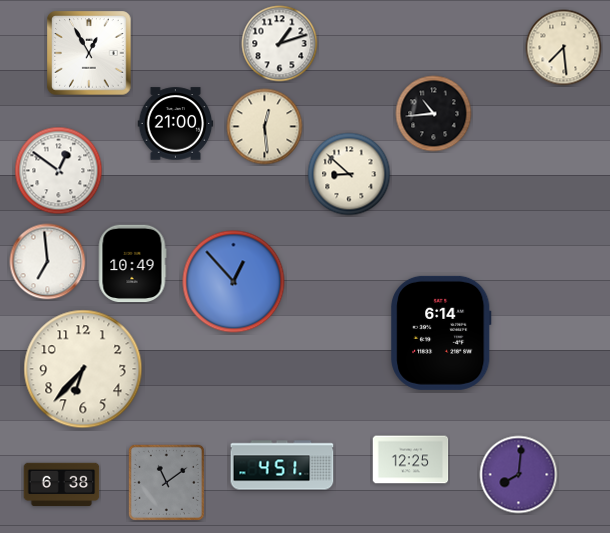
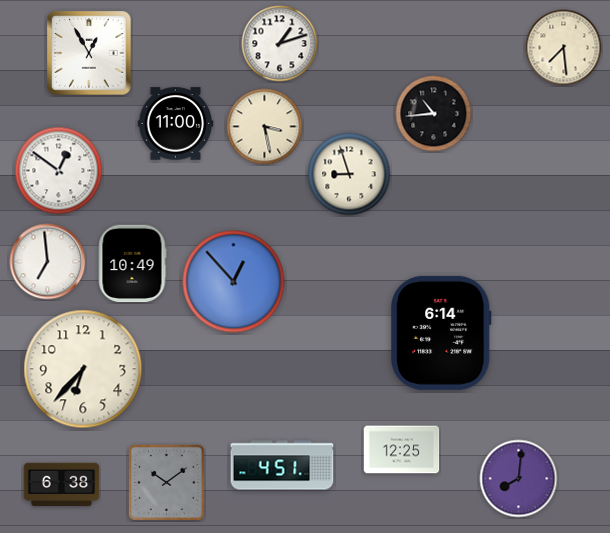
clock at (176, 124): 21:00 -> 11:00
clock at (265, 127): 12:29 -> 3:28
clock at (349, 174): 8:52 -> 8:57
clock at (411, 460) position: (411, 460) -> (402, 450)
clock at (519, 475) position: (519, 475) -> (519, 479)
clock at (166, 482): 11:09 -> 10:09
